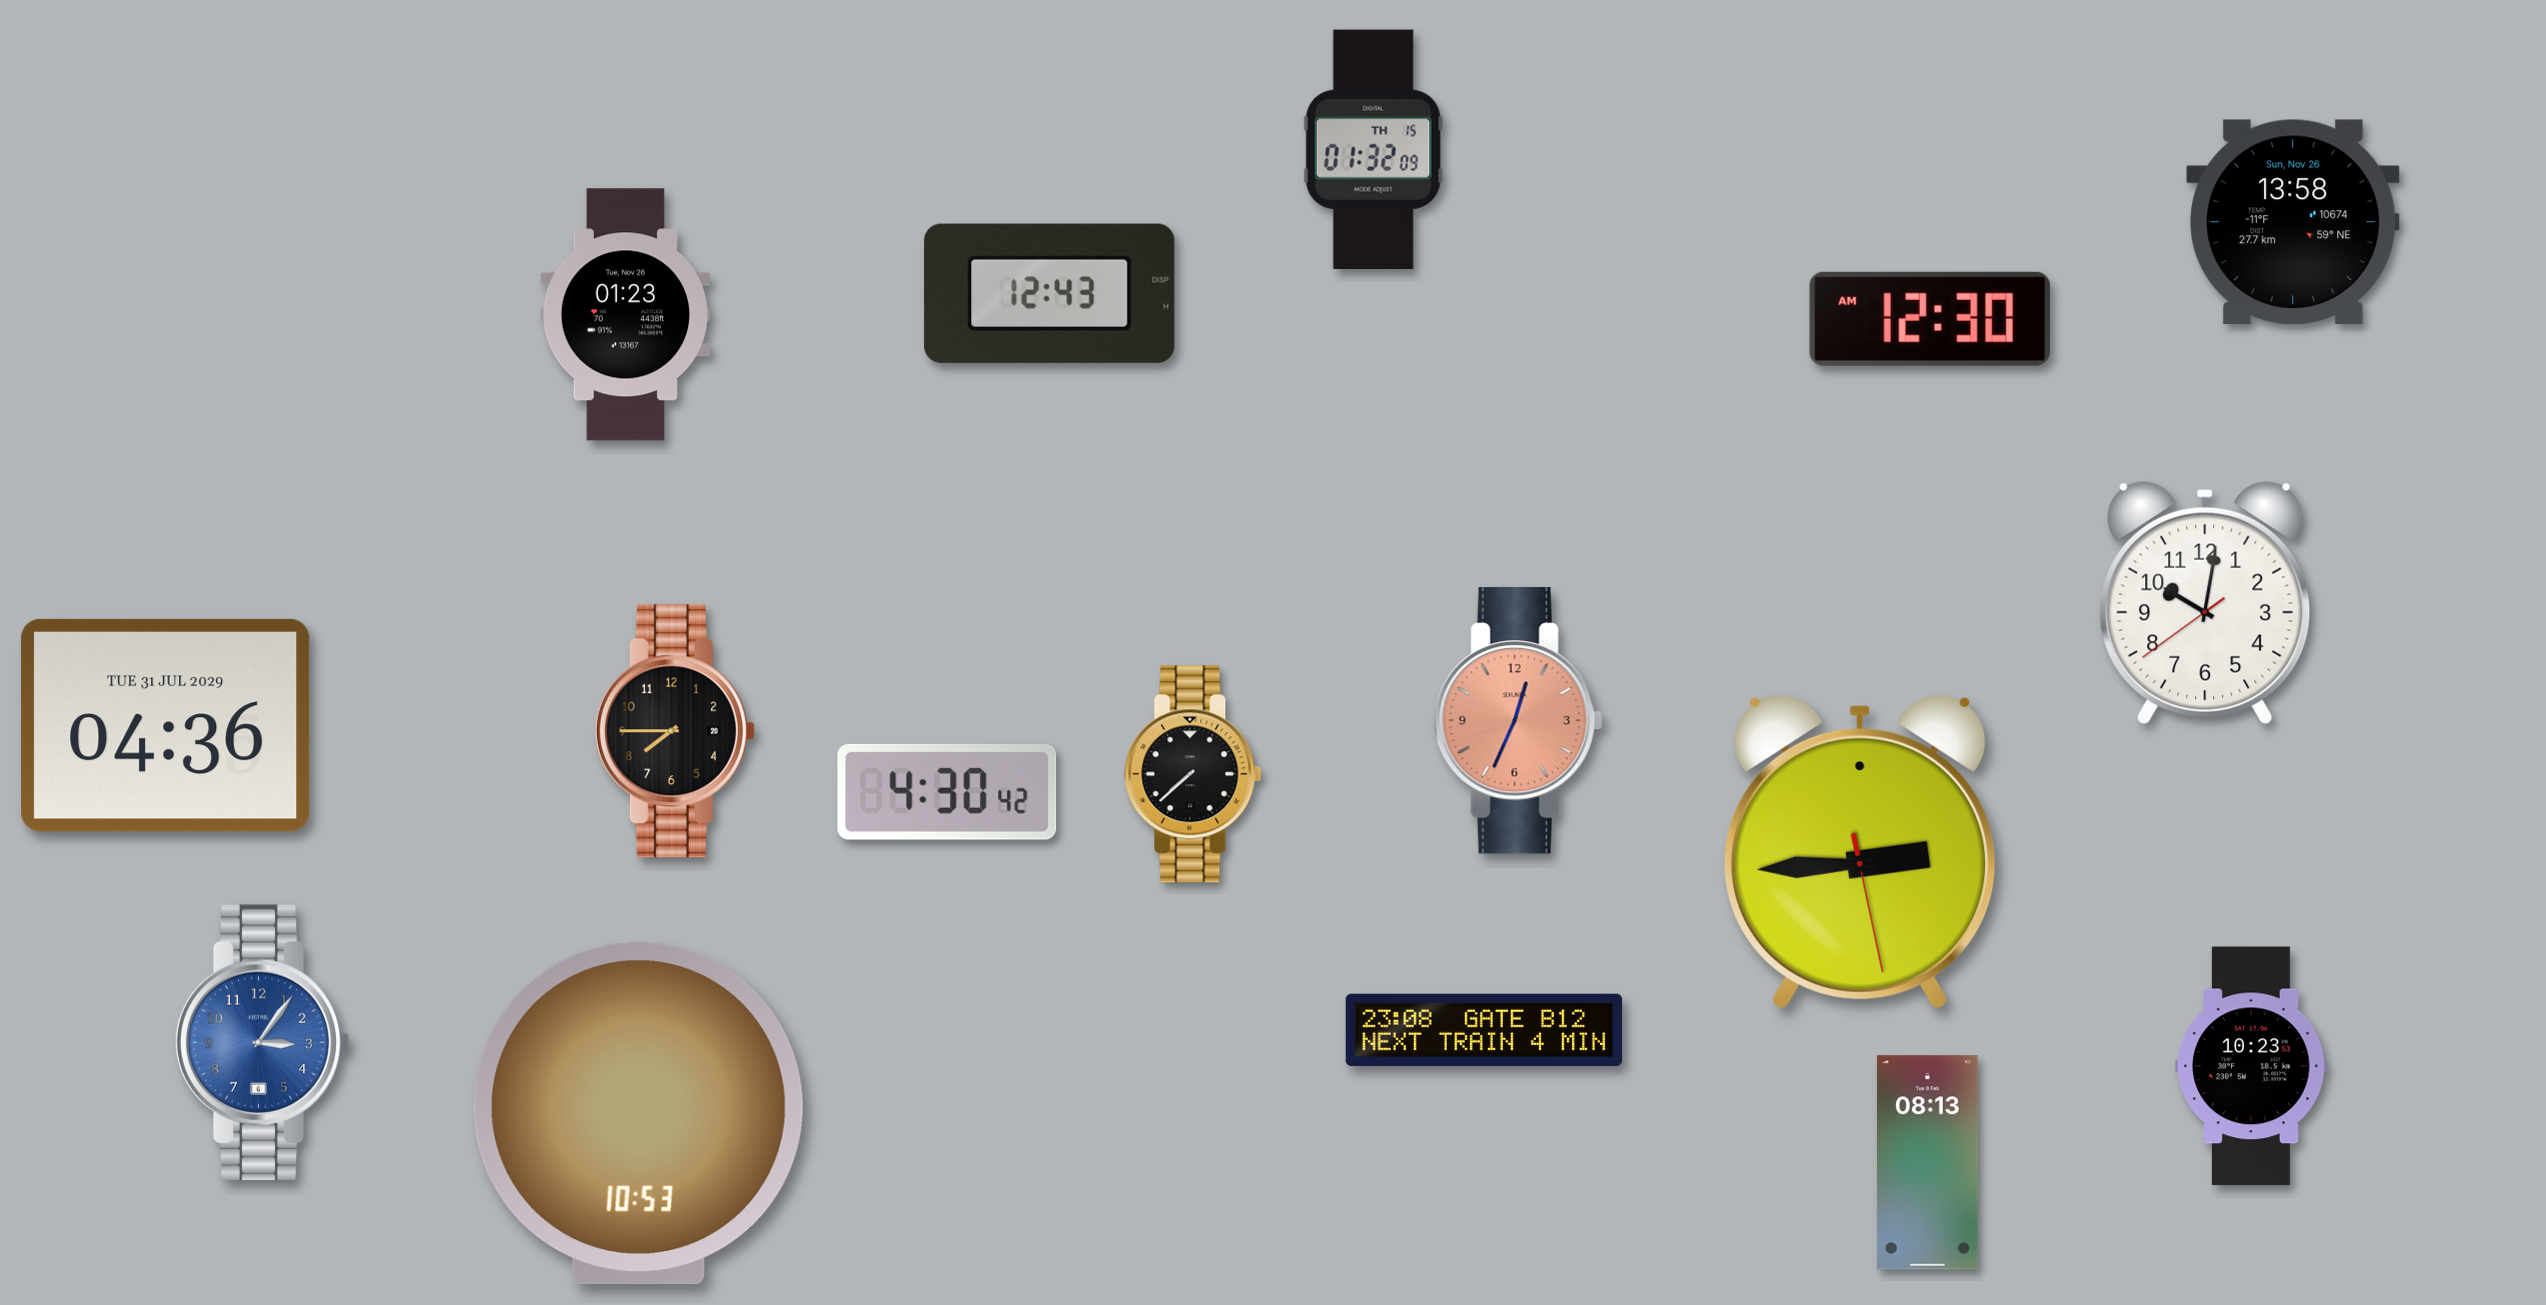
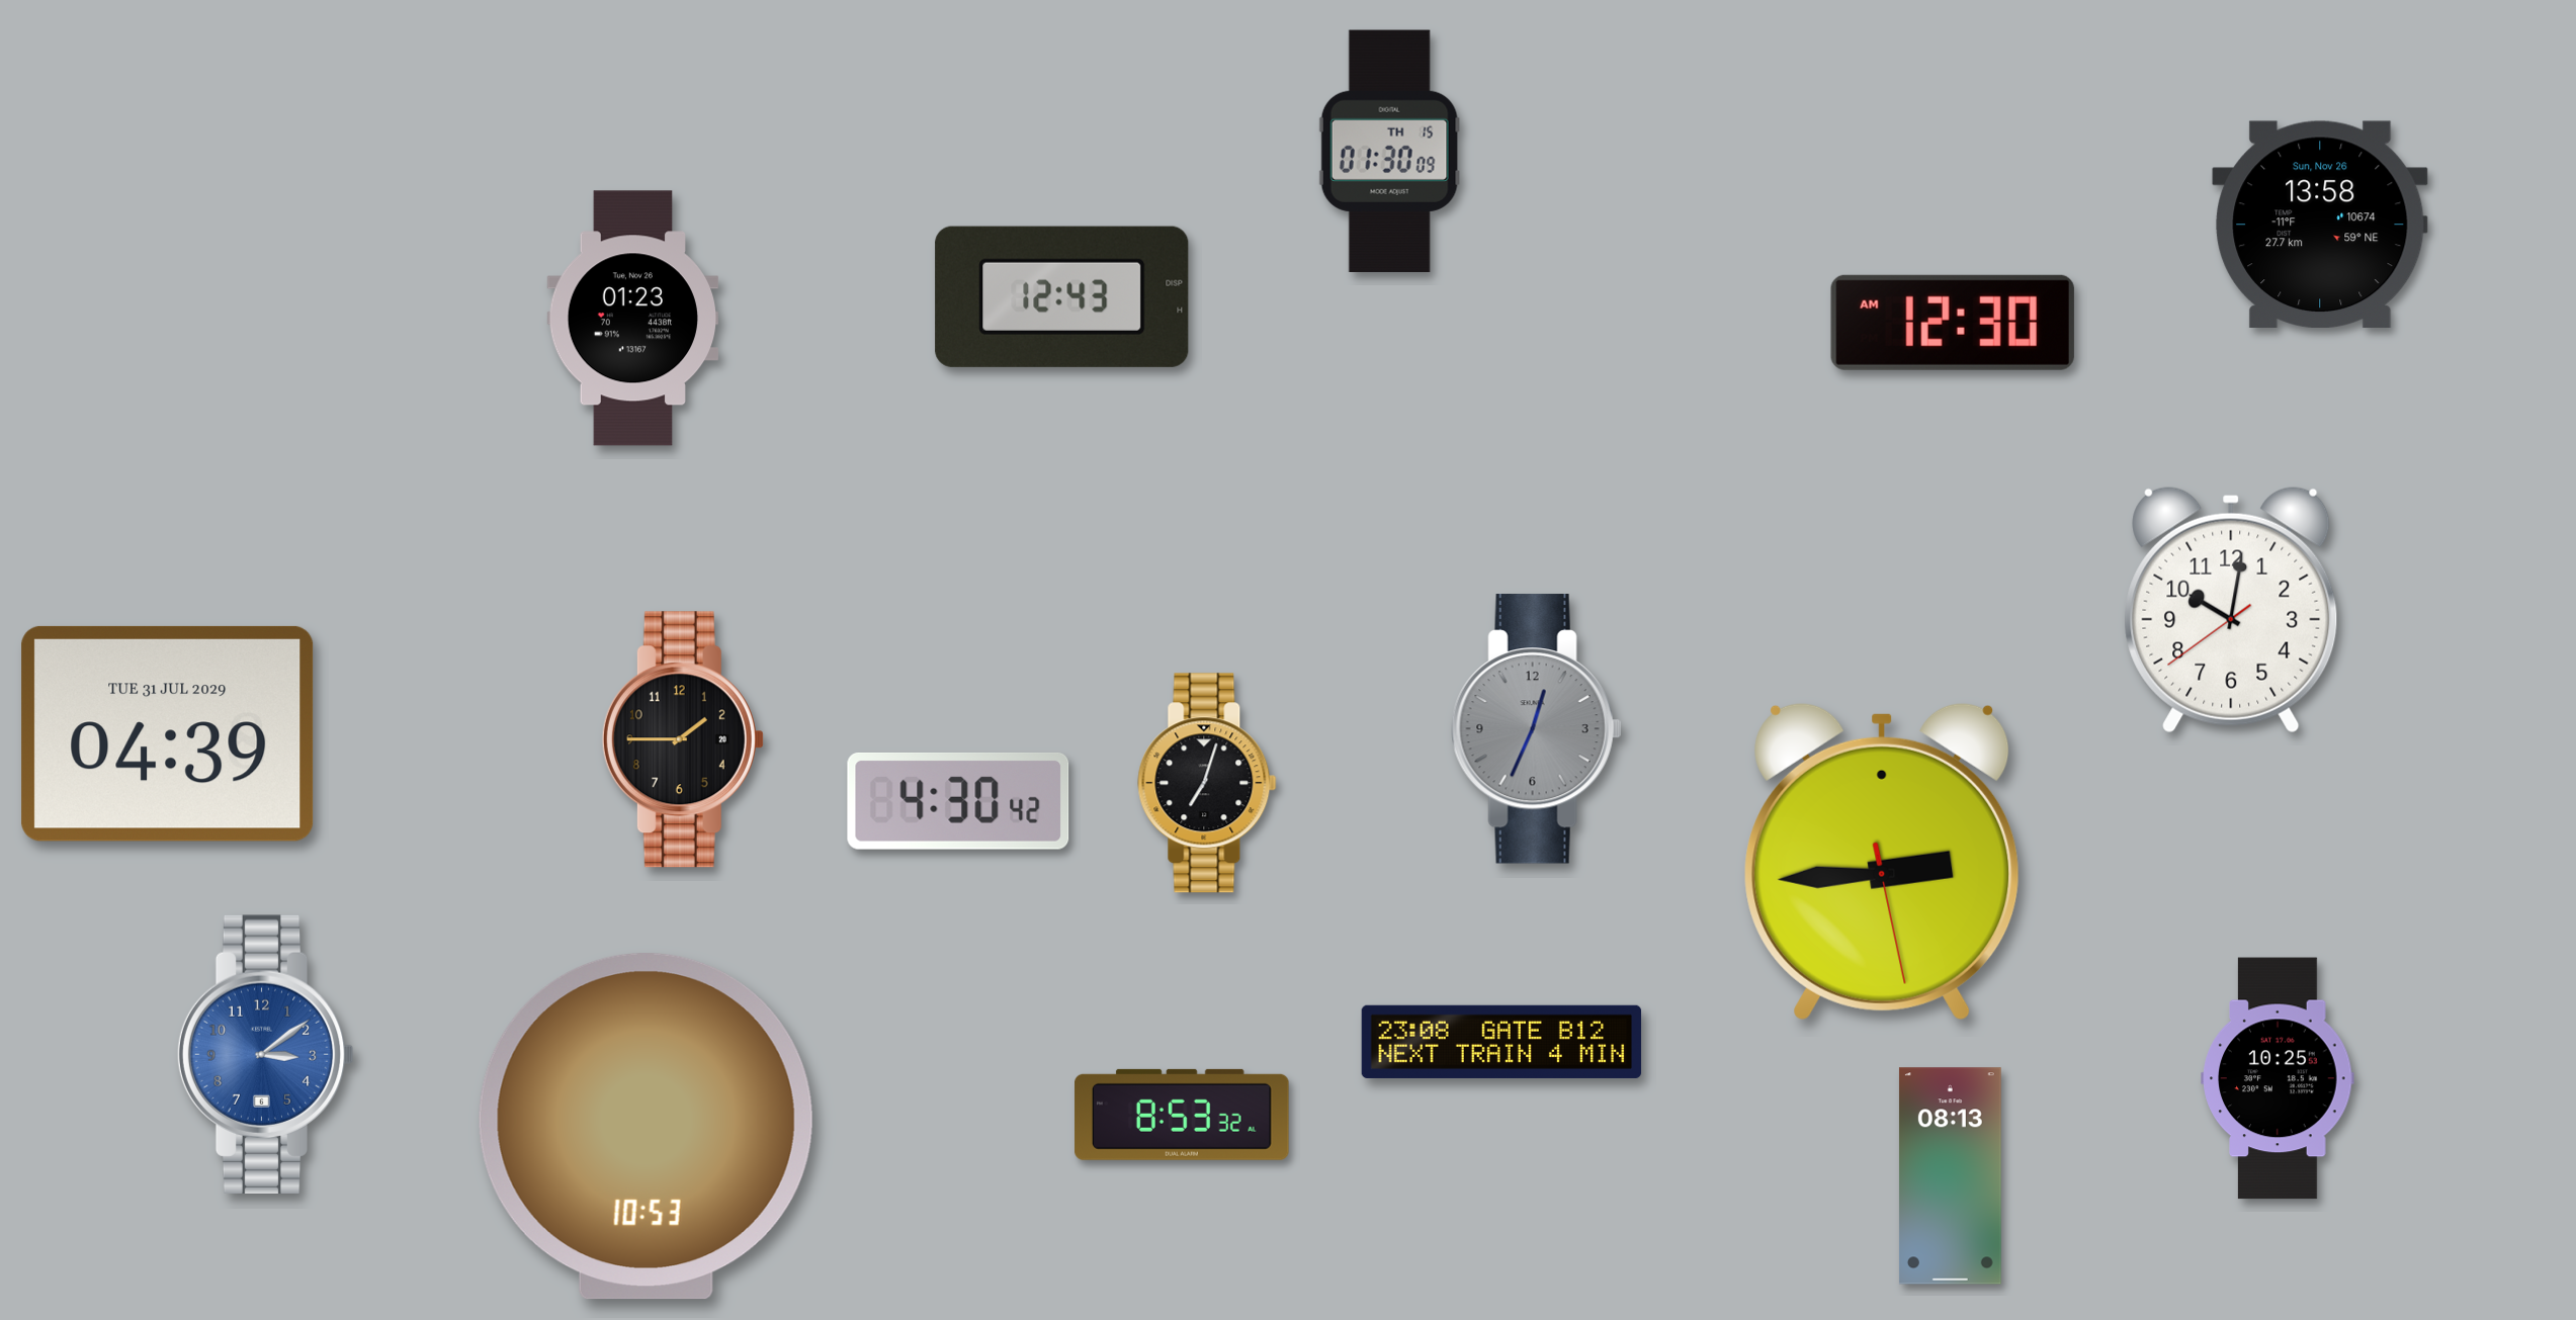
clock at (1373, 149): 01:32 -> 01:30
clock at (1518, 721) dial: salmon -> grey
clock at (166, 725): 04:36 -> 04:39
clock at (675, 731): 7:45 -> 1:45
clock at (1193, 774): 7:38 -> 7:03
clock at (262, 1042): 3:06 -> 3:09
clock at (2251, 1066): 10:23 -> 10:25
clock at (1182, 1115): none -> 8:53
